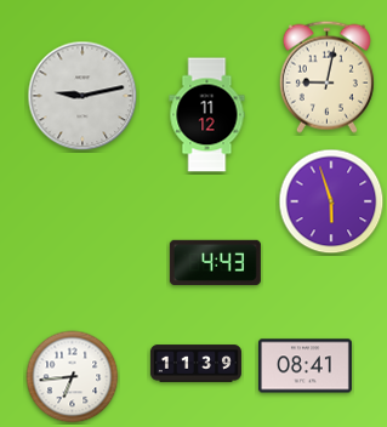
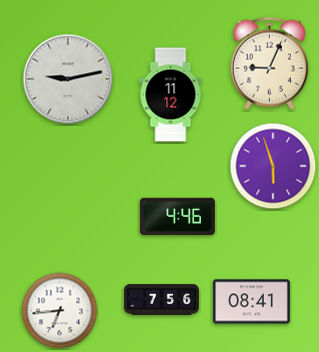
clock at (326, 76): 9:02 -> 9:04
clock at (215, 262): 4:43 -> 4:46
clock at (195, 364): 11:39 -> 7:56
